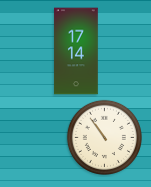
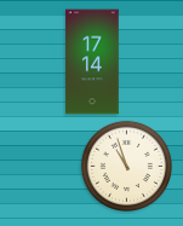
clock at (104, 137): 10:54 -> 10:57
